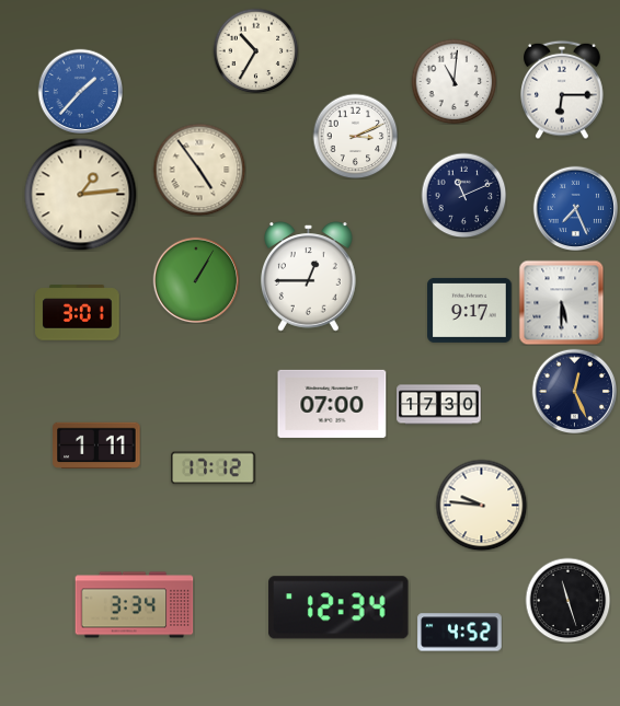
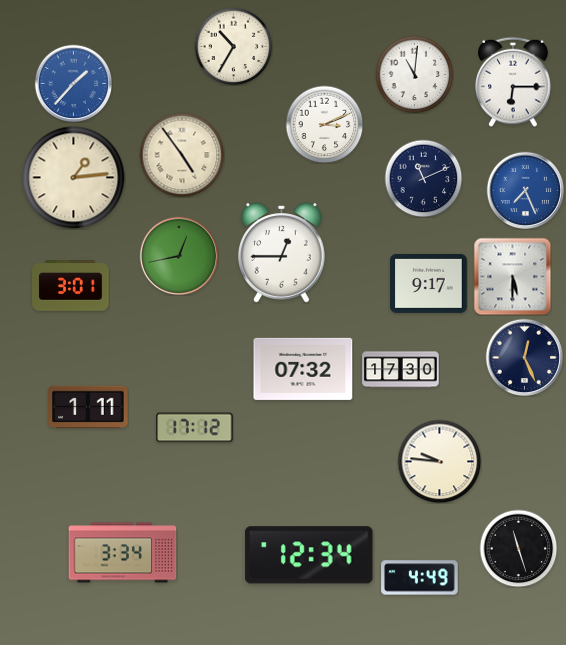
clock at (196, 280): 1:05 -> 12:43
clock at (332, 404): 07:00 -> 07:32
clock at (460, 633): 4:52 -> 4:49
